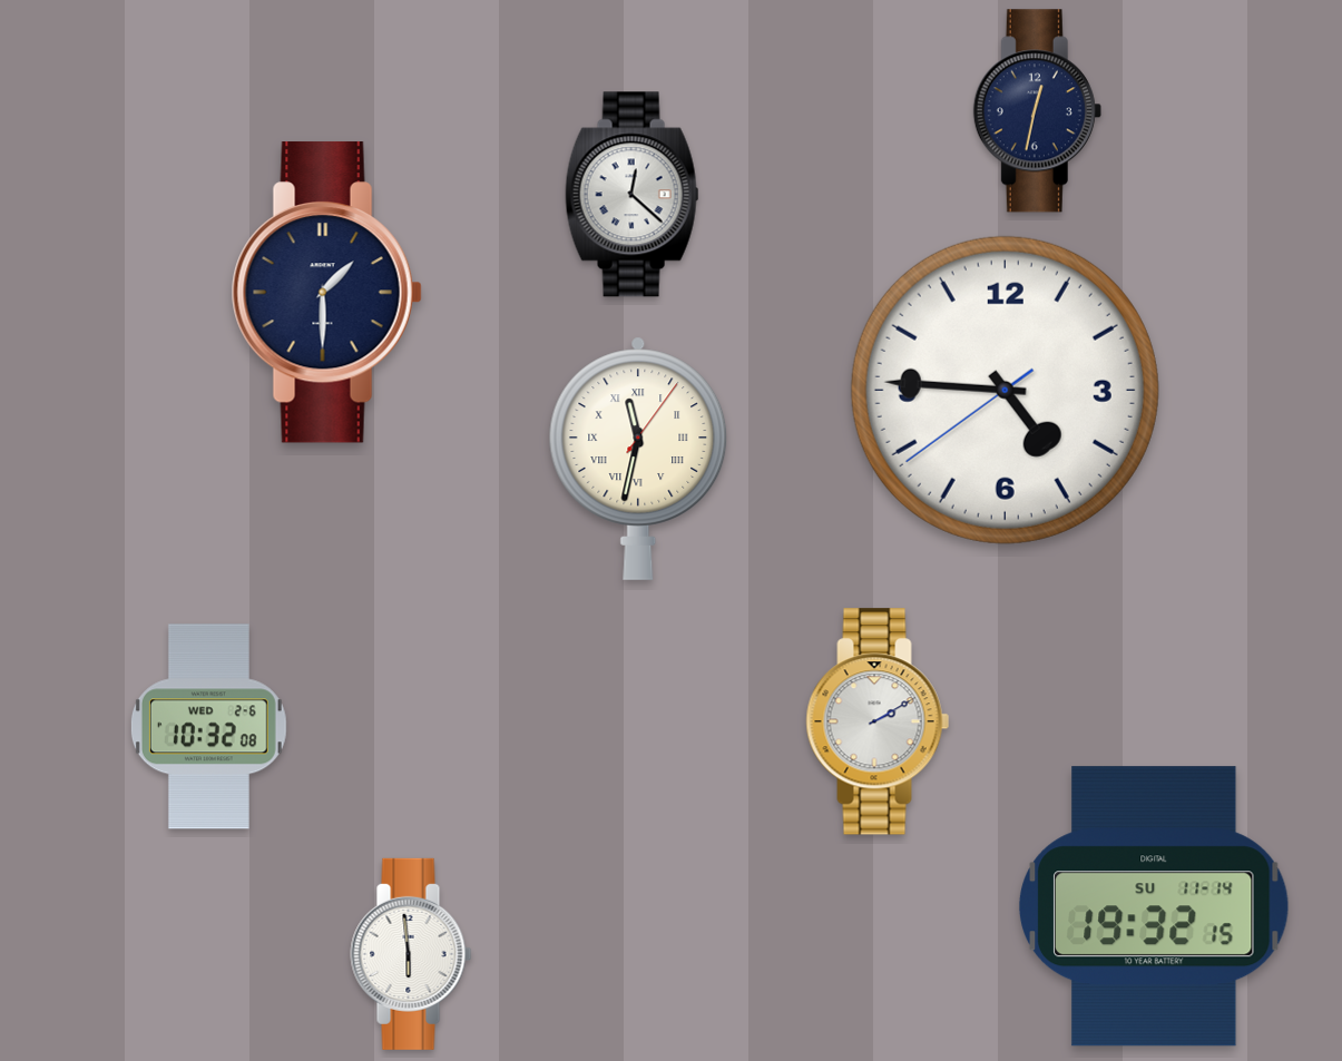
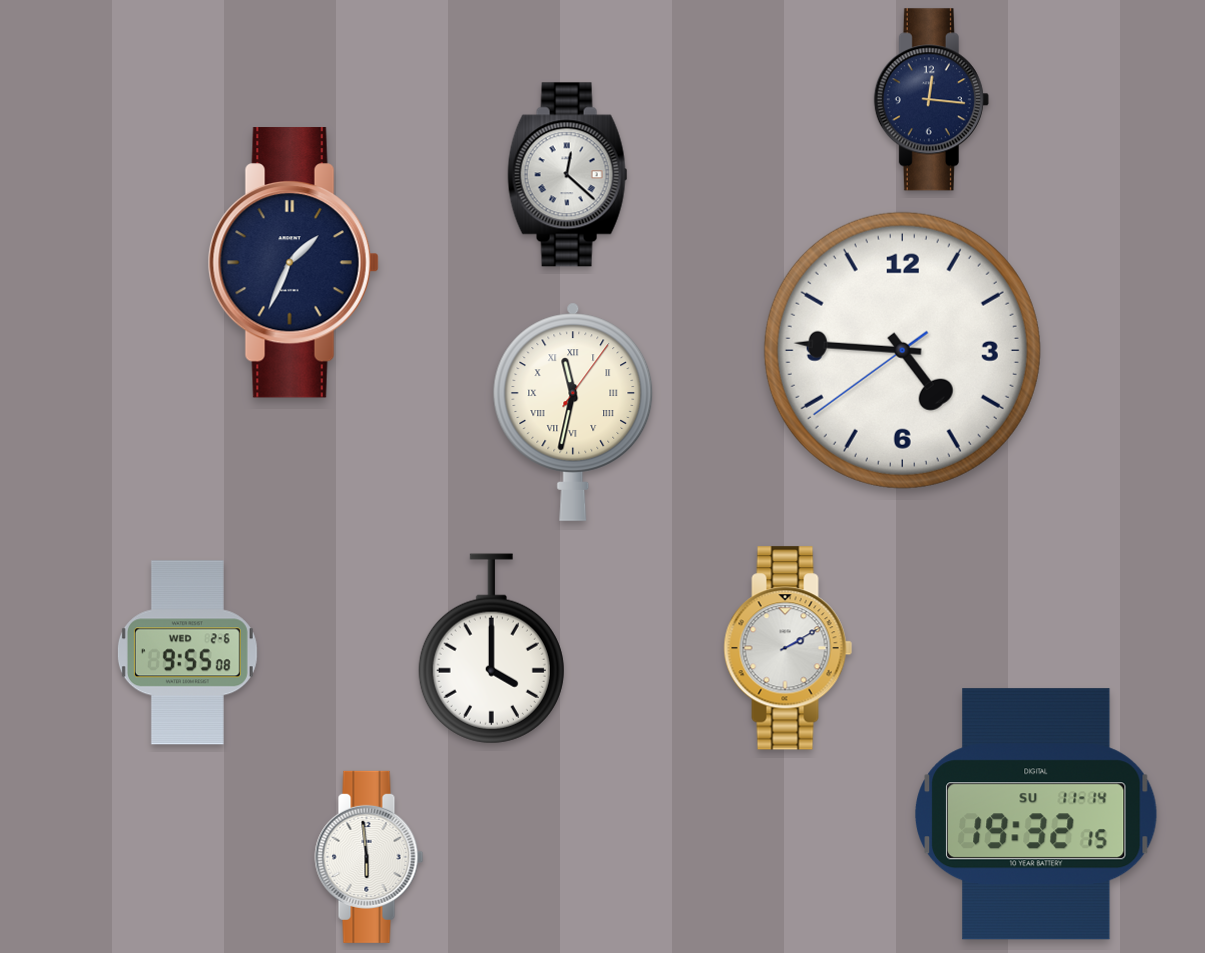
clock at (1037, 111): 12:32 -> 12:16
clock at (326, 293): 1:30 -> 1:34
clock at (491, 649): none -> 4:00
clock at (208, 727): 10:32 -> 9:55
